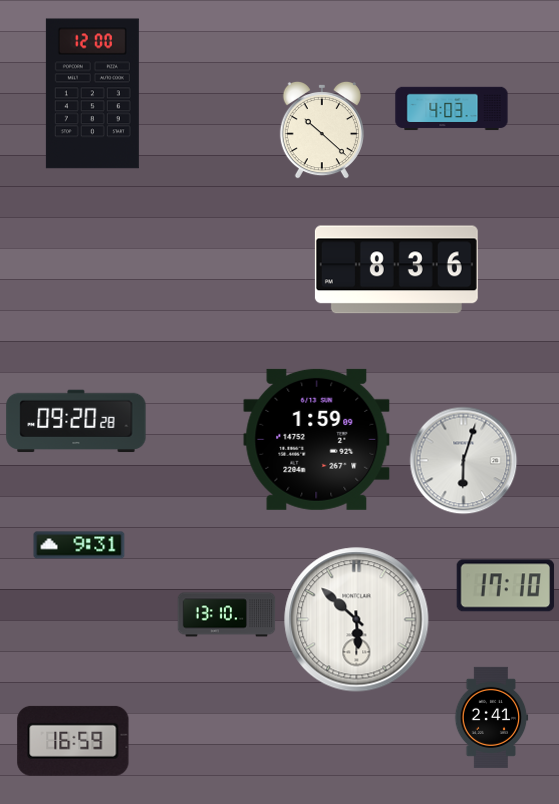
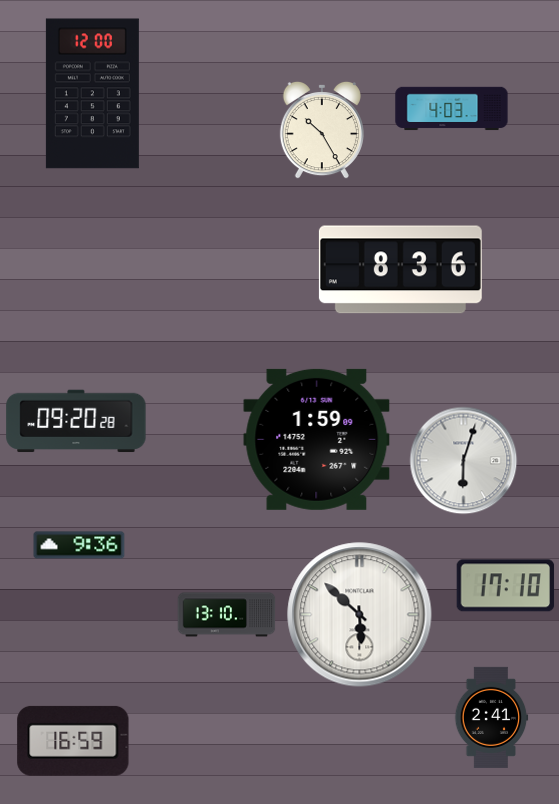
clock at (322, 130): 10:22 -> 10:25
clock at (396, 270) position: (396, 270) -> (400, 270)
clock at (79, 545): 9:31 -> 9:36
clock at (357, 620) position: (357, 620) -> (360, 615)
